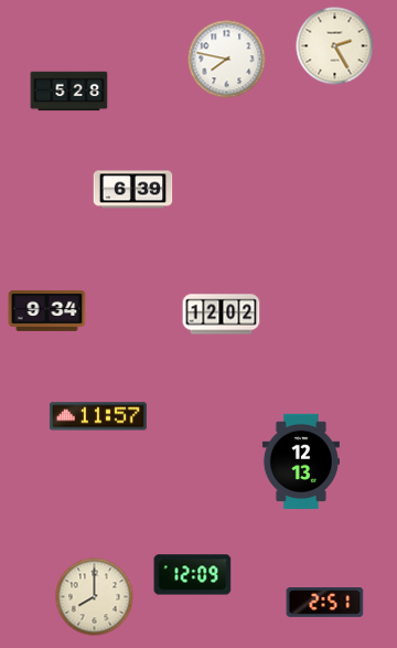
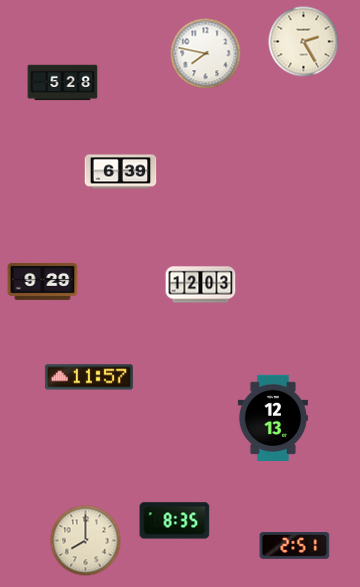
clock at (47, 310): 9:34 -> 9:29
clock at (222, 315): 12:02 -> 12:03
clock at (193, 575): 12:09 -> 8:35
